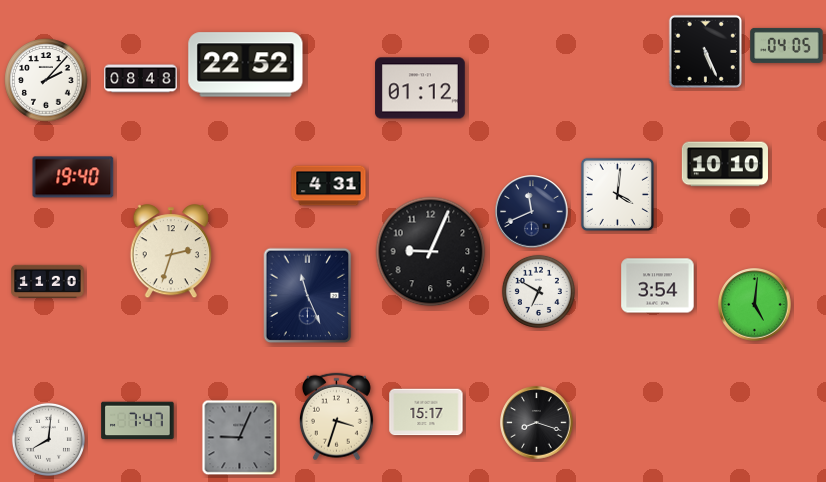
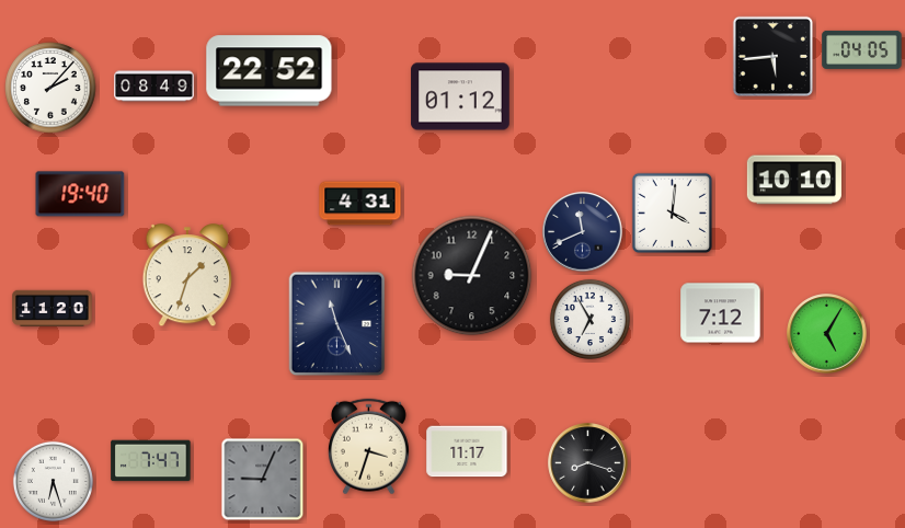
clock at (705, 51): 5:26 -> 5:44
clock at (141, 79): 08:48 -> 08:49
clock at (617, 194) position: (617, 194) -> (672, 213)
clock at (171, 252): 2:33 -> 1:33
clock at (658, 286): 3:54 -> 7:12
clock at (538, 291): 6:50 -> 6:55
clock at (755, 305): 5:01 -> 5:05
clock at (426, 412): 15:17 -> 11:17
clock at (336, 417) position: (336, 417) -> (368, 447)
clock at (48, 439): 8:01 -> 6:27
